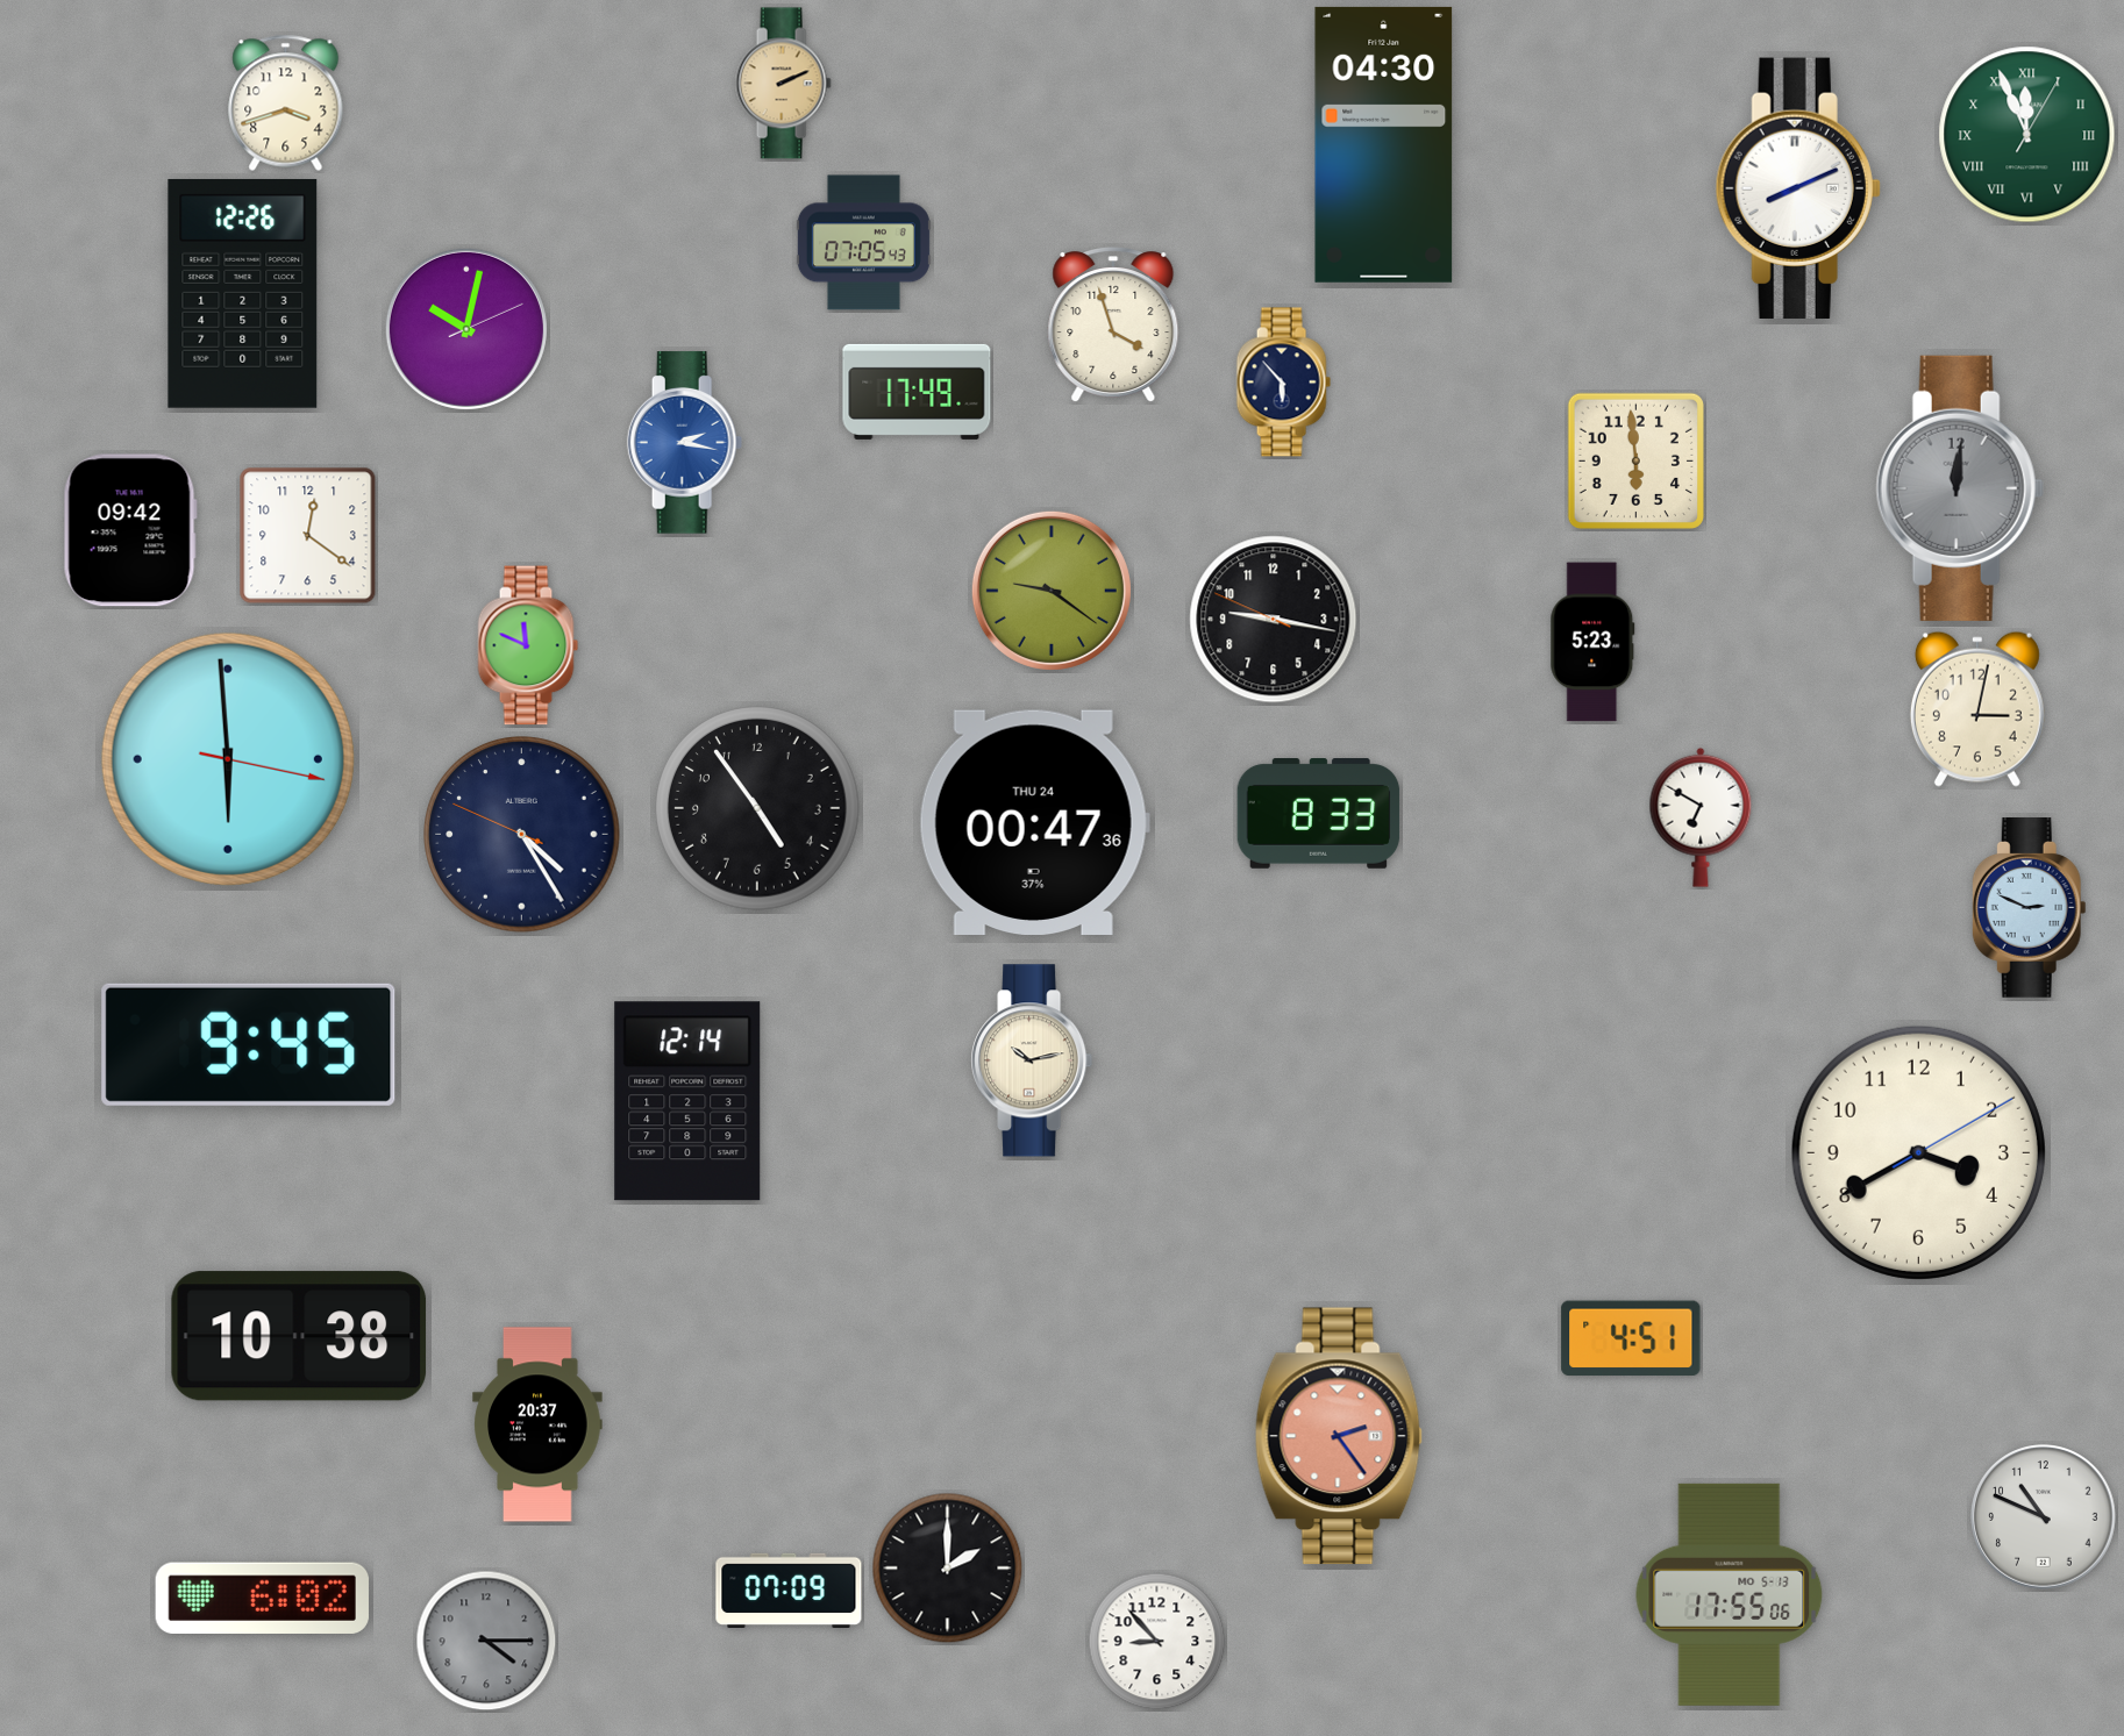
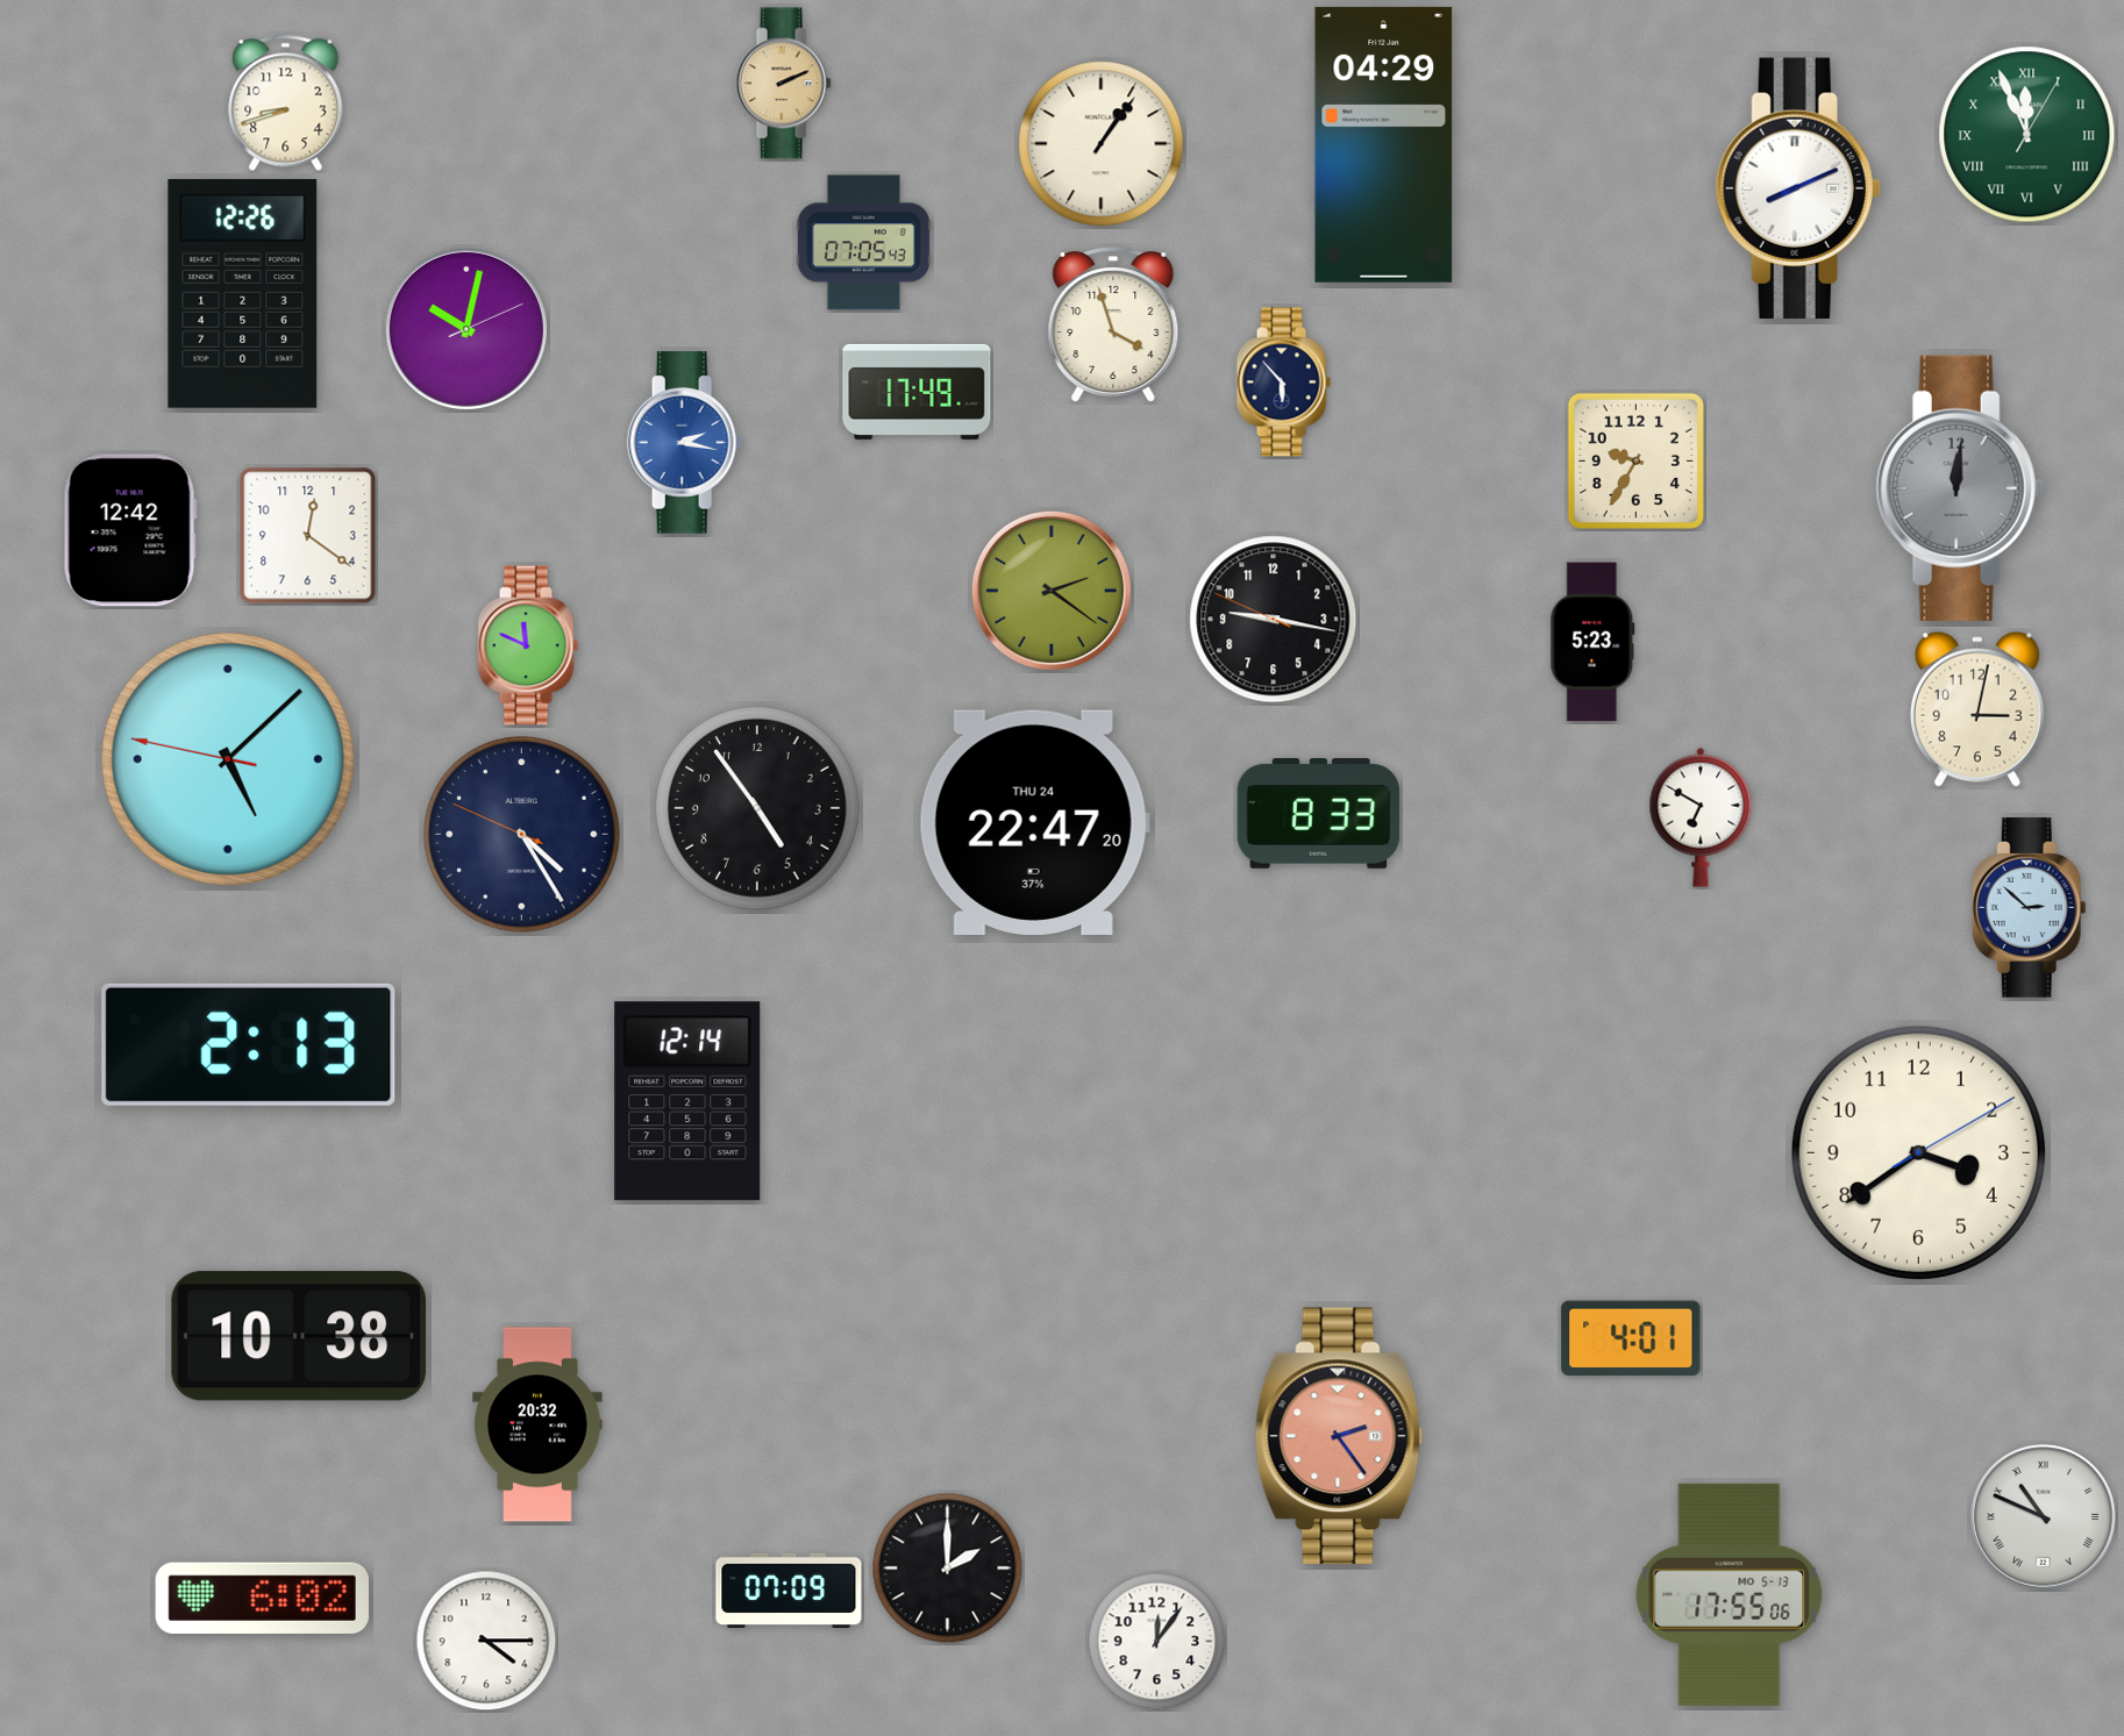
clock at (286, 102): 3:42 -> 8:42
clock at (1102, 144): none -> 1:06
clock at (1384, 144): 04:30 -> 04:29
clock at (1635, 460): 5:59 -> 9:35
clock at (130, 530): 09:42 -> 12:42
clock at (1052, 591): 9:21 -> 2:21
clock at (228, 759): 5:59 -> 5:07
clock at (1034, 822): 00:47 -> 22:47
clock at (2029, 908): 2:49 -> 2:52
clock at (249, 1044): 9:45 -> 2:13
clock at (1032, 1060): 10:13 -> none
clock at (1918, 1152): 3:40 -> 3:39
clock at (1631, 1338): 4:51 -> 4:01
clock at (537, 1424): 20:37 -> 20:32
clock at (2044, 1517) numerals: Arabic -> Roman
clock at (486, 1641) dial: grey -> white
clock at (1157, 1642): 8:53 -> 12:06
